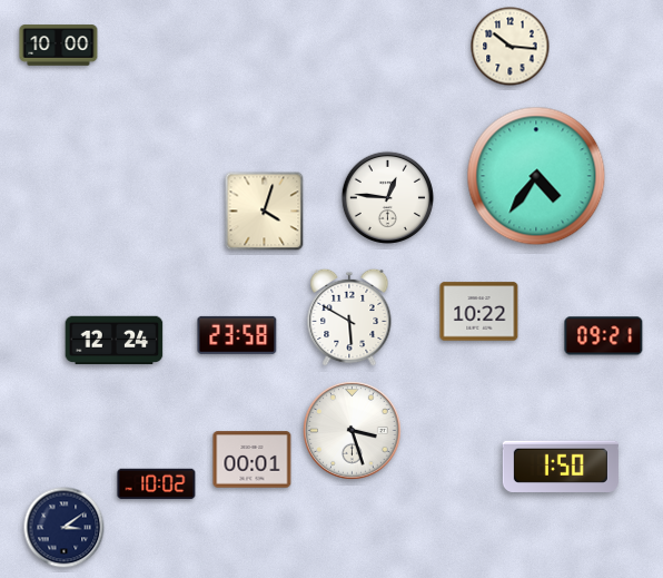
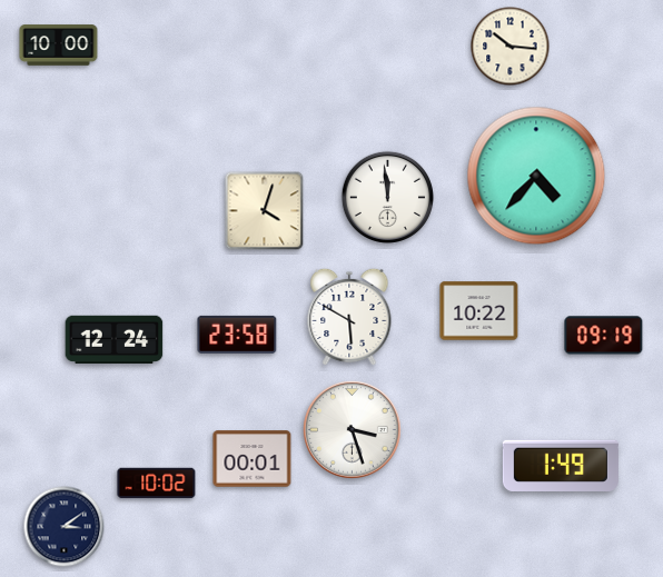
clock at (536, 176): 4:36 -> 4:37
clock at (387, 197): 12:46 -> 11:59
clock at (604, 336): 09:21 -> 09:19
clock at (561, 466): 1:50 -> 1:49
